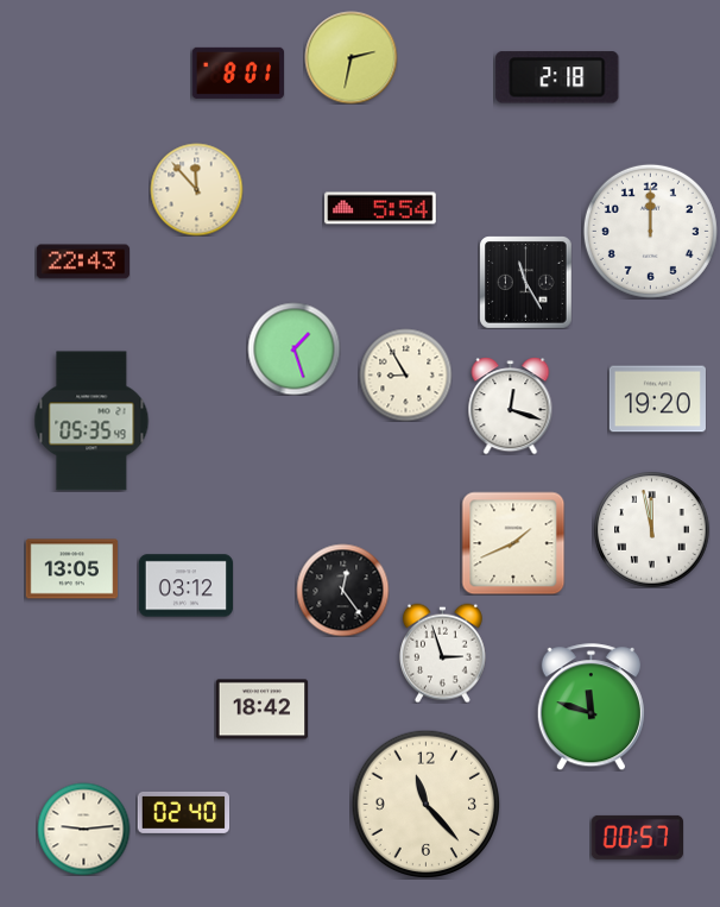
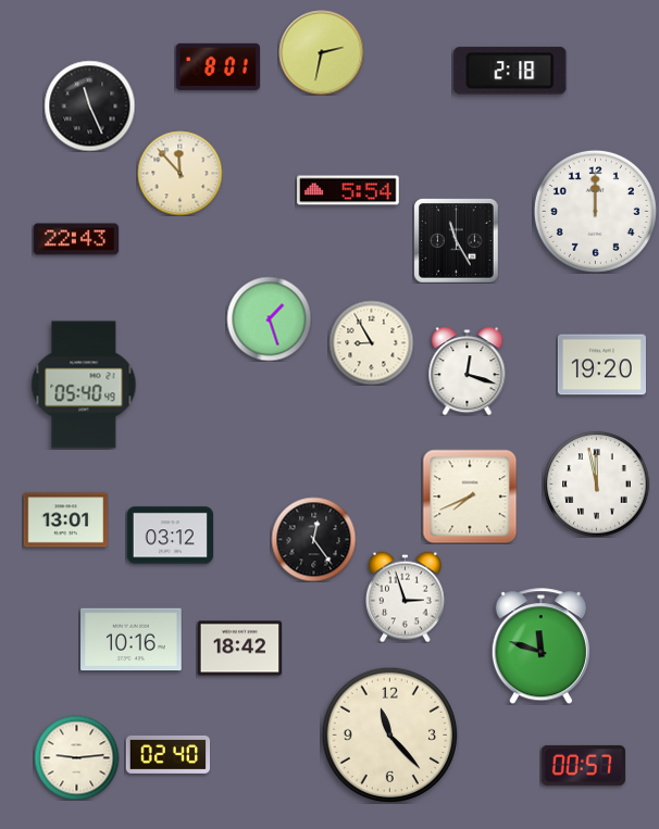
clock at (89, 105): none -> 11:26
clock at (525, 282) position: (525, 282) -> (456, 240)
clock at (91, 421): 05:35 -> 05:40
clock at (513, 543): 1:41 -> 7:41
clock at (71, 569): 13:05 -> 13:01
clock at (132, 640): none -> 10:16
clock at (183, 812) position: (183, 812) -> (167, 754)
